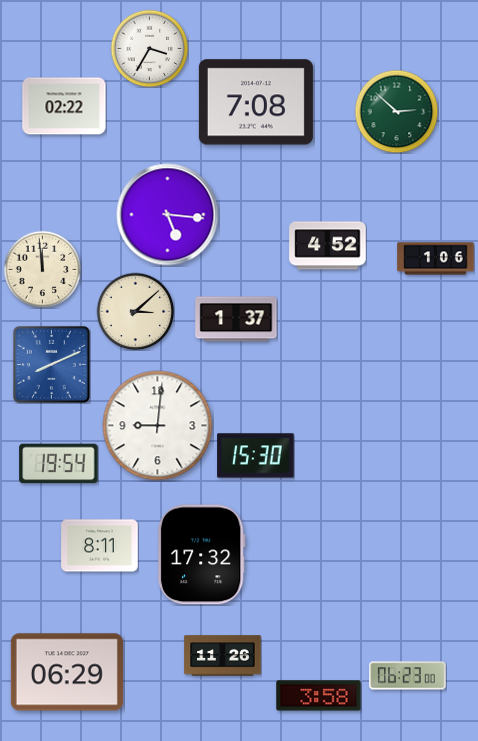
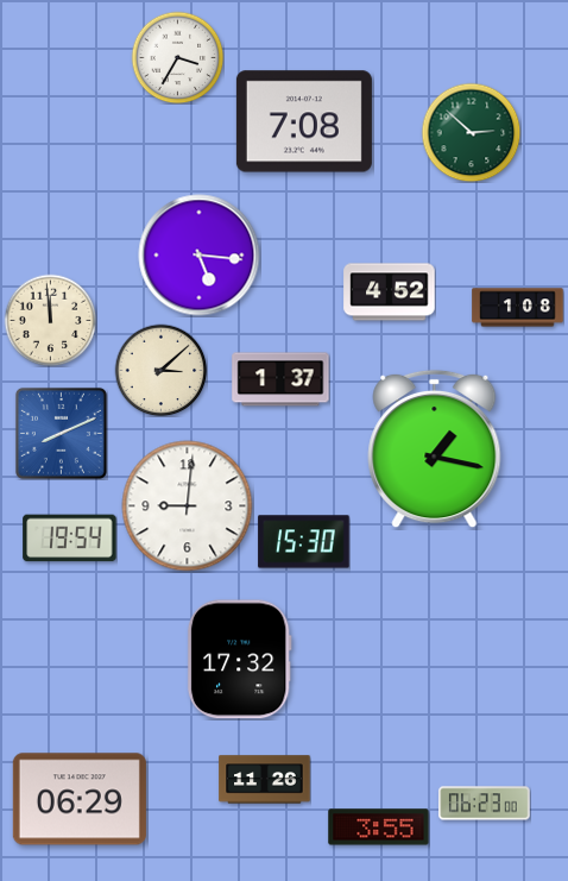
clock at (64, 106): 02:22 -> none
clock at (436, 259): 1:06 -> 1:08
clock at (435, 449): none -> 1:17
clock at (59, 464) position: (59, 464) -> (70, 539)
clock at (100, 546): 8:11 -> none
clock at (319, 696): 3:58 -> 3:55
